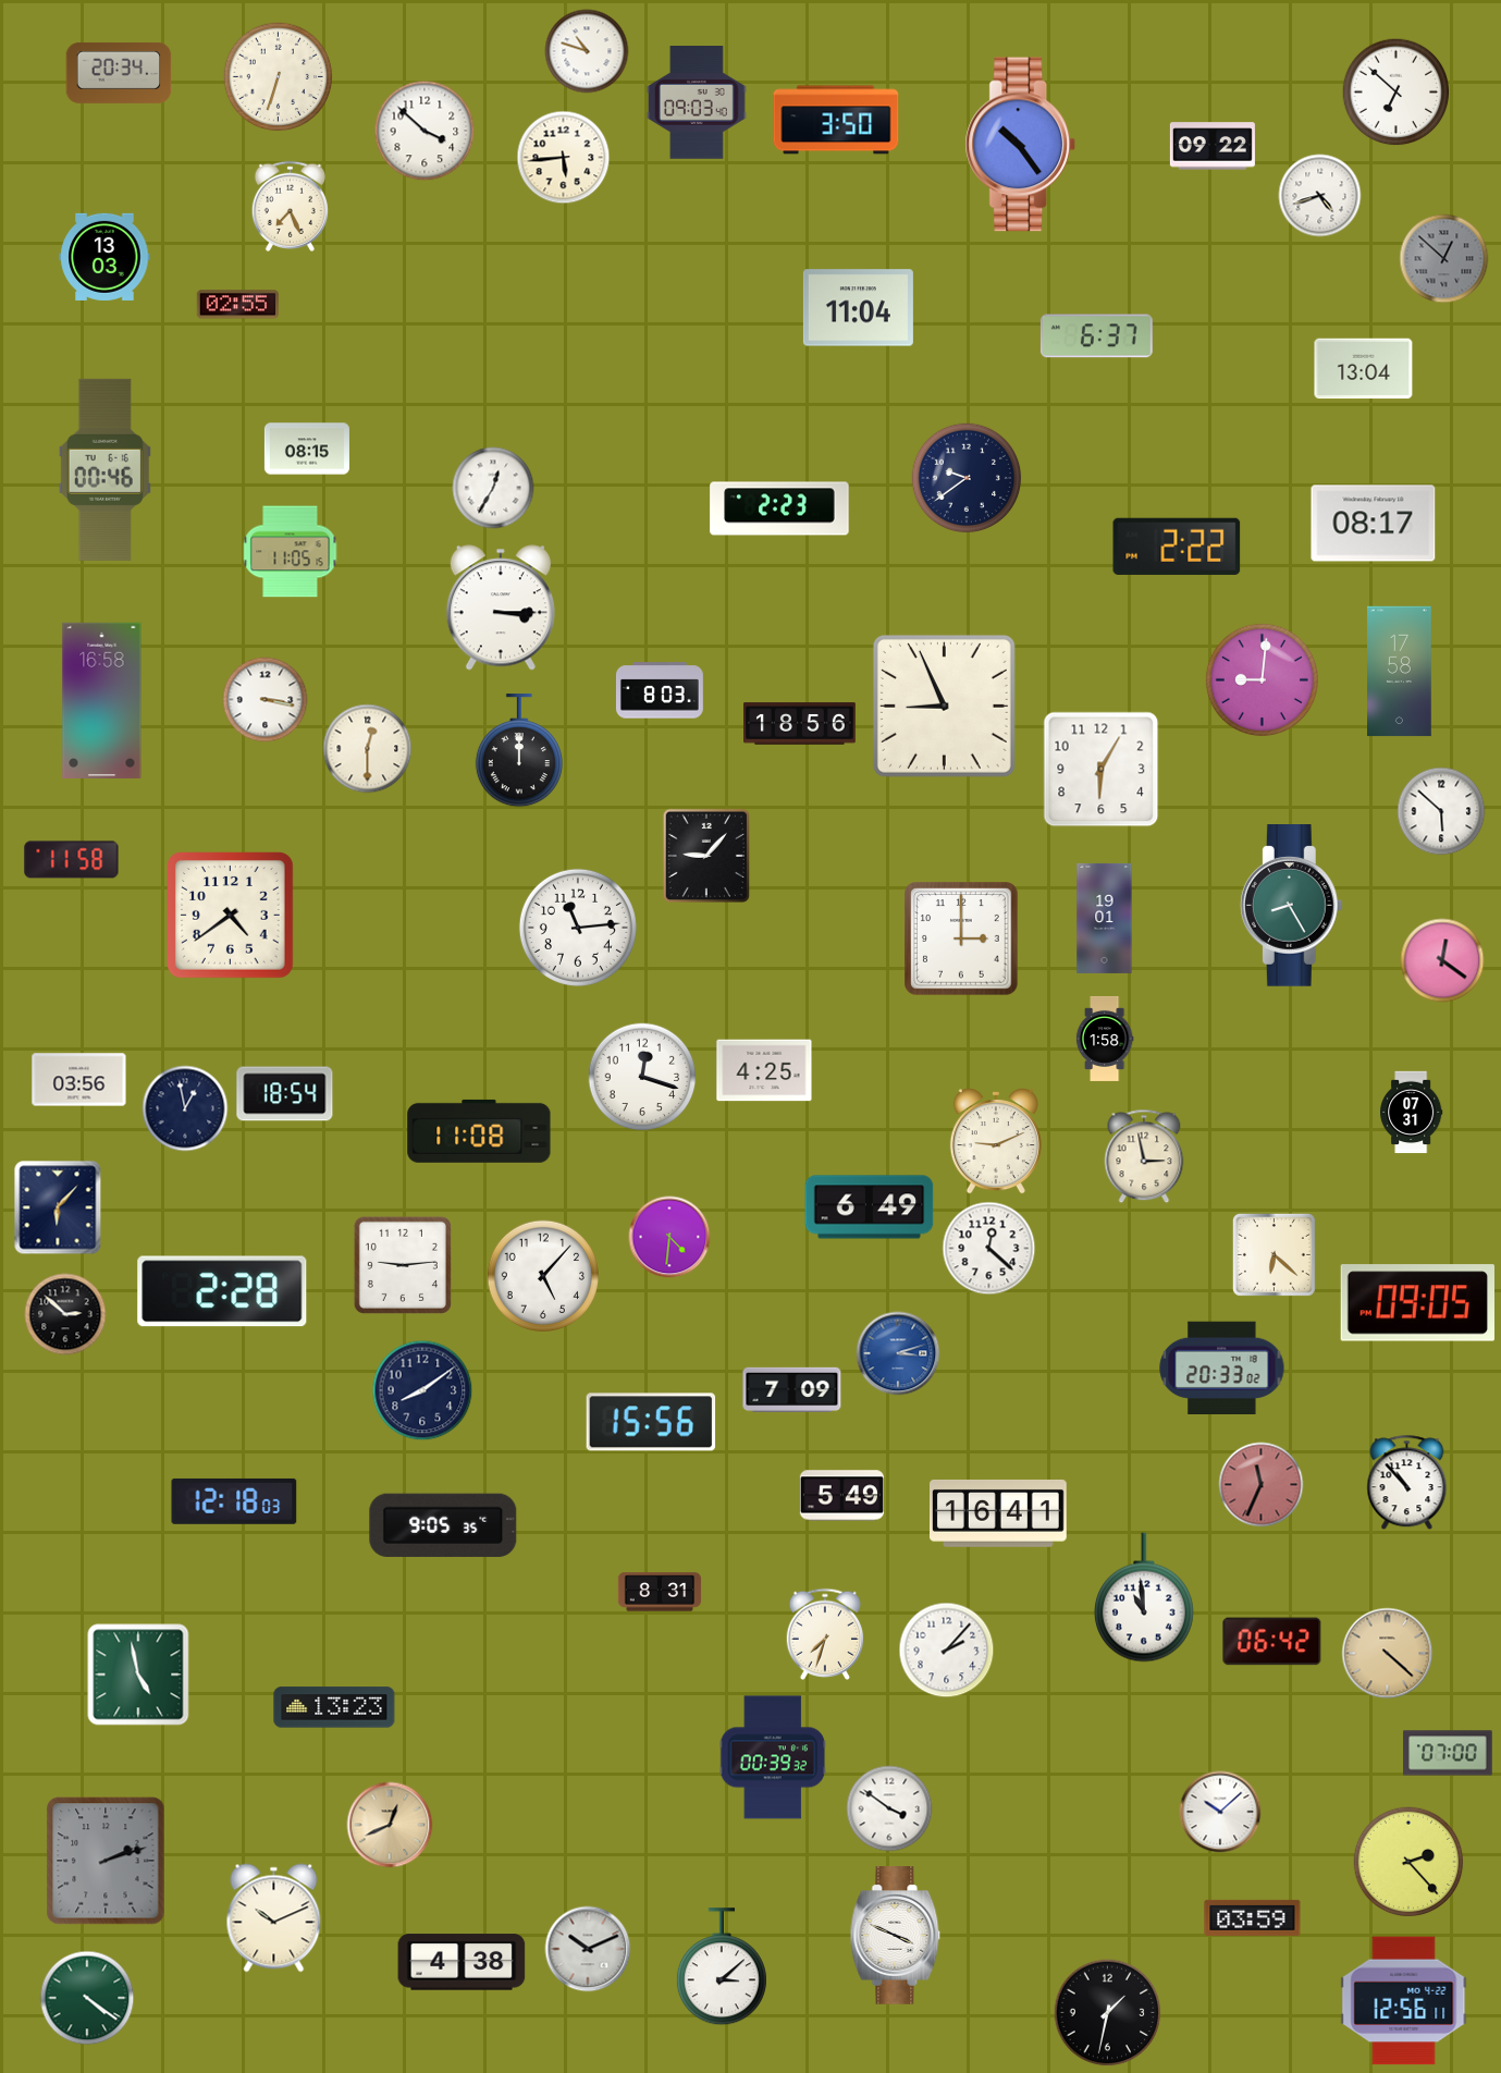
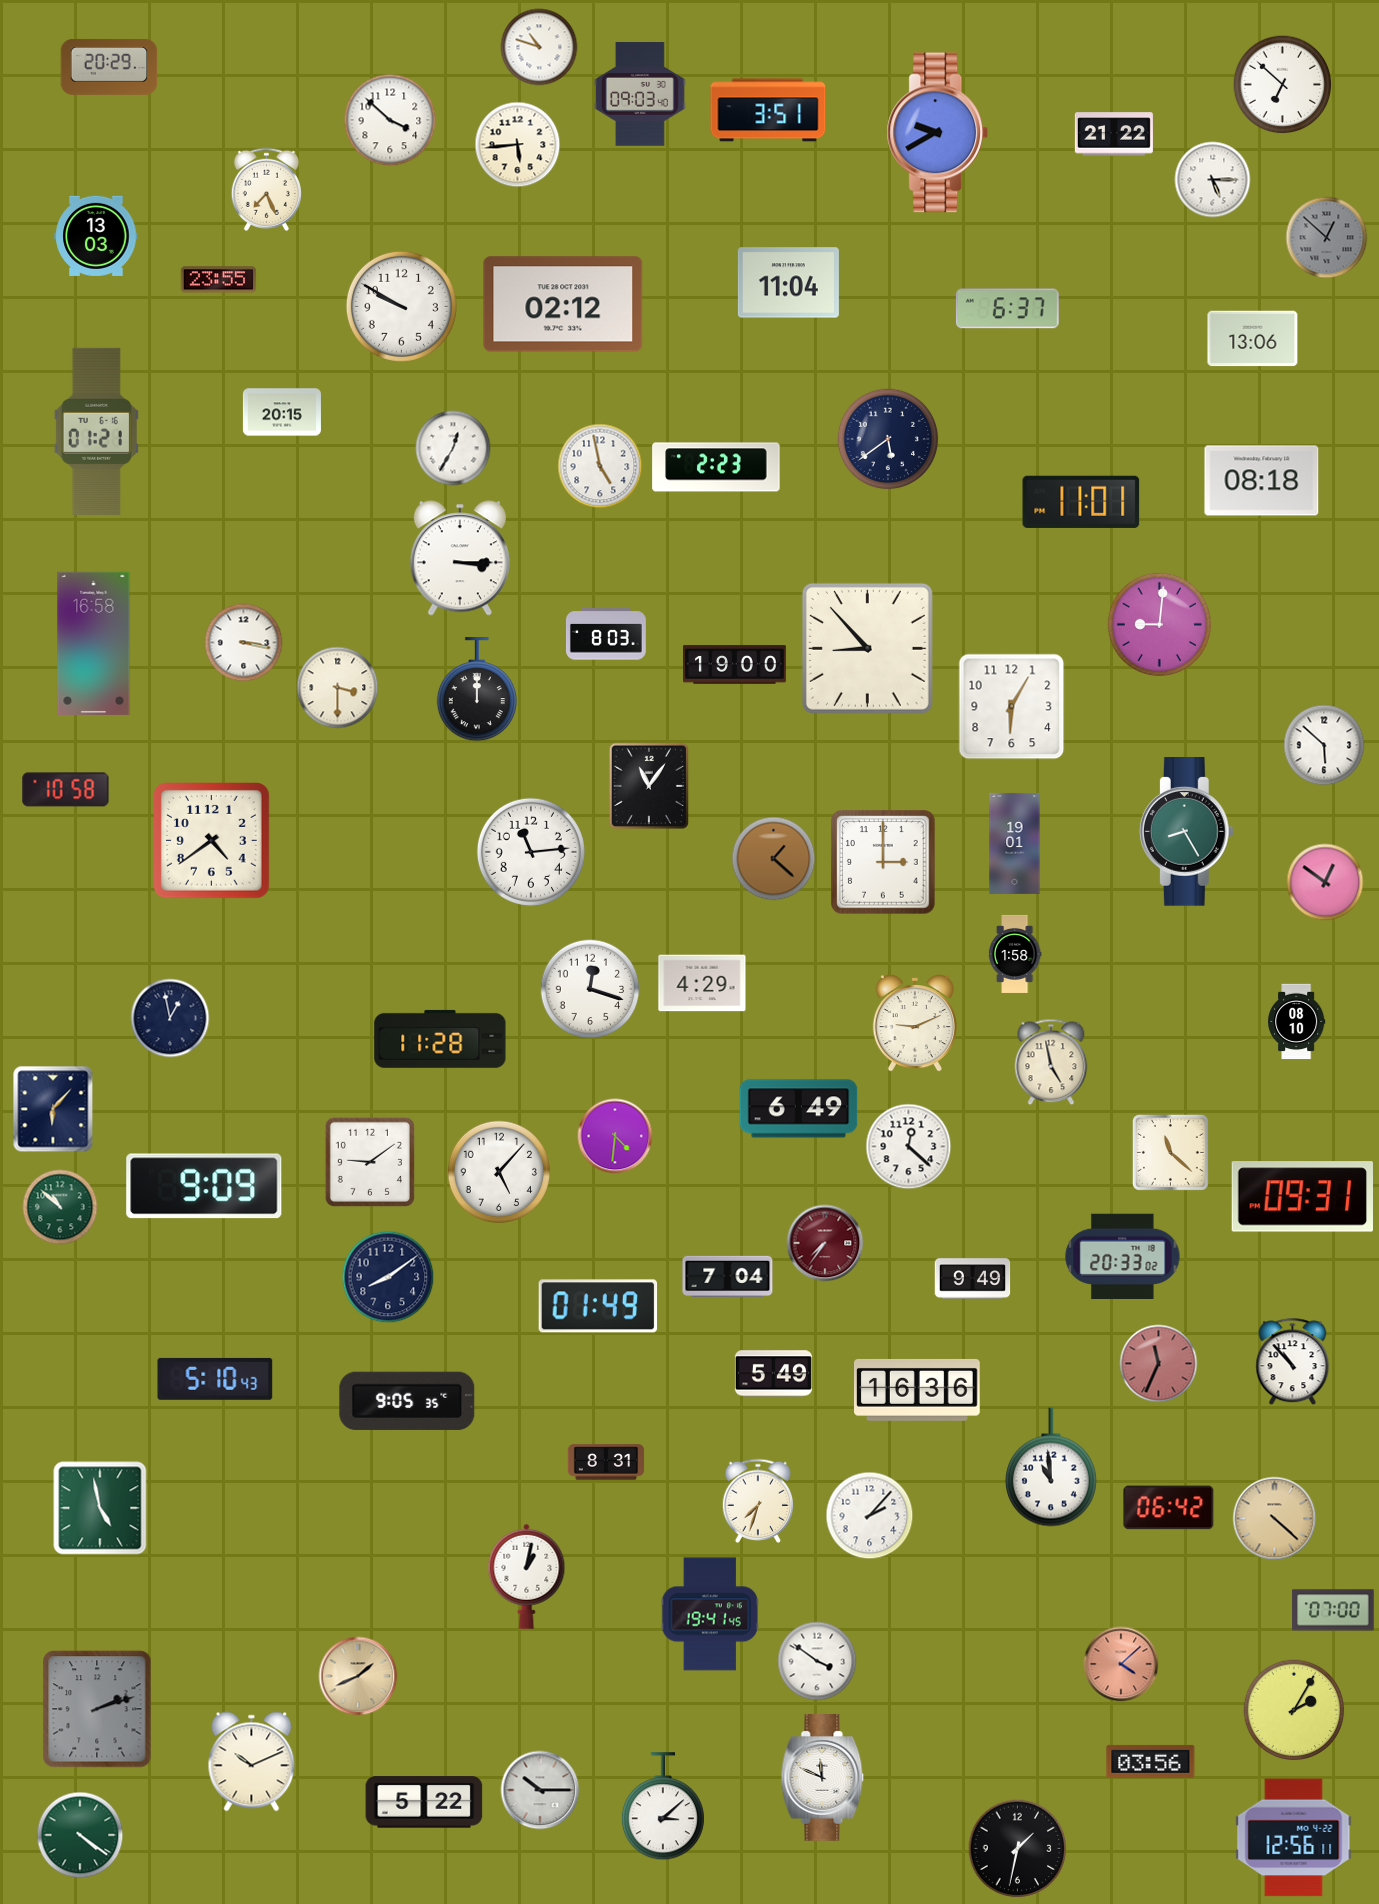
clock at (119, 73): 20:34 -> 20:29
clock at (279, 77): 6:33 -> none
clock at (836, 120): 3:50 -> 3:51
clock at (1021, 145): 10:24 -> 9:40
clock at (1213, 146): 09:22 -> 21:22
clock at (1320, 196): 4:42 -> 5:15
clock at (238, 305): 02:55 -> 23:55
clock at (563, 304): none -> 02:12
clock at (401, 306): none -> 9:50
clock at (1364, 369): 13:04 -> 13:06
clock at (307, 449): 08:15 -> 20:15
clock at (104, 469): 00:46 -> 01:21
clock at (967, 478): 9:39 -> 5:39
clock at (600, 466): none -> 4:58
clock at (1374, 524): 08:17 -> 08:18
clock at (1177, 547): 2:22 -> 11:01
clock at (291, 552): 11:05 -> none
clock at (1400, 672): 17:58 -> none
clock at (944, 706): 8:56 -> 8:53
clock at (800, 724): 18:56 -> 19:00
clock at (368, 749): 12:30 -> 3:30
clock at (706, 856): 9:07 -> 11:06
clock at (72, 860): 11:58 -> 10:58
clock at (774, 859): none -> 1:22
clock at (1442, 960): 12:21 -> 12:51
clock at (764, 1070): 4:25 -> 4:29
clock at (79, 1080): 03:56 -> none
clock at (285, 1094): 18:54 -> none
clock at (1412, 1113): 07:31 -> 08:10
clock at (479, 1131): 11:08 -> 11:28
clock at (996, 1141) position: (996, 1141) -> (915, 1023)
clock at (1144, 1156): 2:58 -> 4:58
clock at (1274, 1254): 6:22 -> 11:22
clock at (403, 1265): 9:14 -> 9:09
clock at (222, 1291): 2:28 -> 9:09
clock at (1417, 1303): 09:05 -> 09:31
clock at (65, 1314): 2:52 -> 10:52
clock at (65, 1314) dial: black -> green
clock at (898, 1353): 3:12 -> 7:36
clock at (898, 1353) dial: blue -> burgundy
clock at (792, 1389): 7:09 -> 7:04
clock at (973, 1279): none -> 9:49
clock at (651, 1422): 15:56 -> 01:49
clock at (234, 1501): 12:18 -> 5:10
clock at (999, 1513): 16:41 -> 16:36
clock at (138, 1675) position: (138, 1675) -> (100, 1508)
clock at (334, 1707): 13:23 -> none
clock at (527, 1576): none -> 1:02
clock at (1448, 1753) position: (1448, 1753) -> (1333, 1610)
clock at (773, 1757): 00:39 -> 19:41
clock at (1220, 1812): 10:08 -> 4:08
clock at (1220, 1812) dial: white -> salmon
clock at (390, 1825): 12:41 -> 1:41
clock at (1408, 1862): 2:23 -> 2:05
clock at (1253, 1917): 03:59 -> 03:56
clock at (896, 1936): 3:49 -> 11:49
clock at (588, 1949): 10:11 -> 10:15
clock at (462, 1962): 4:38 -> 5:22
clock at (1404, 2001) position: (1404, 2001) -> (1294, 1838)
